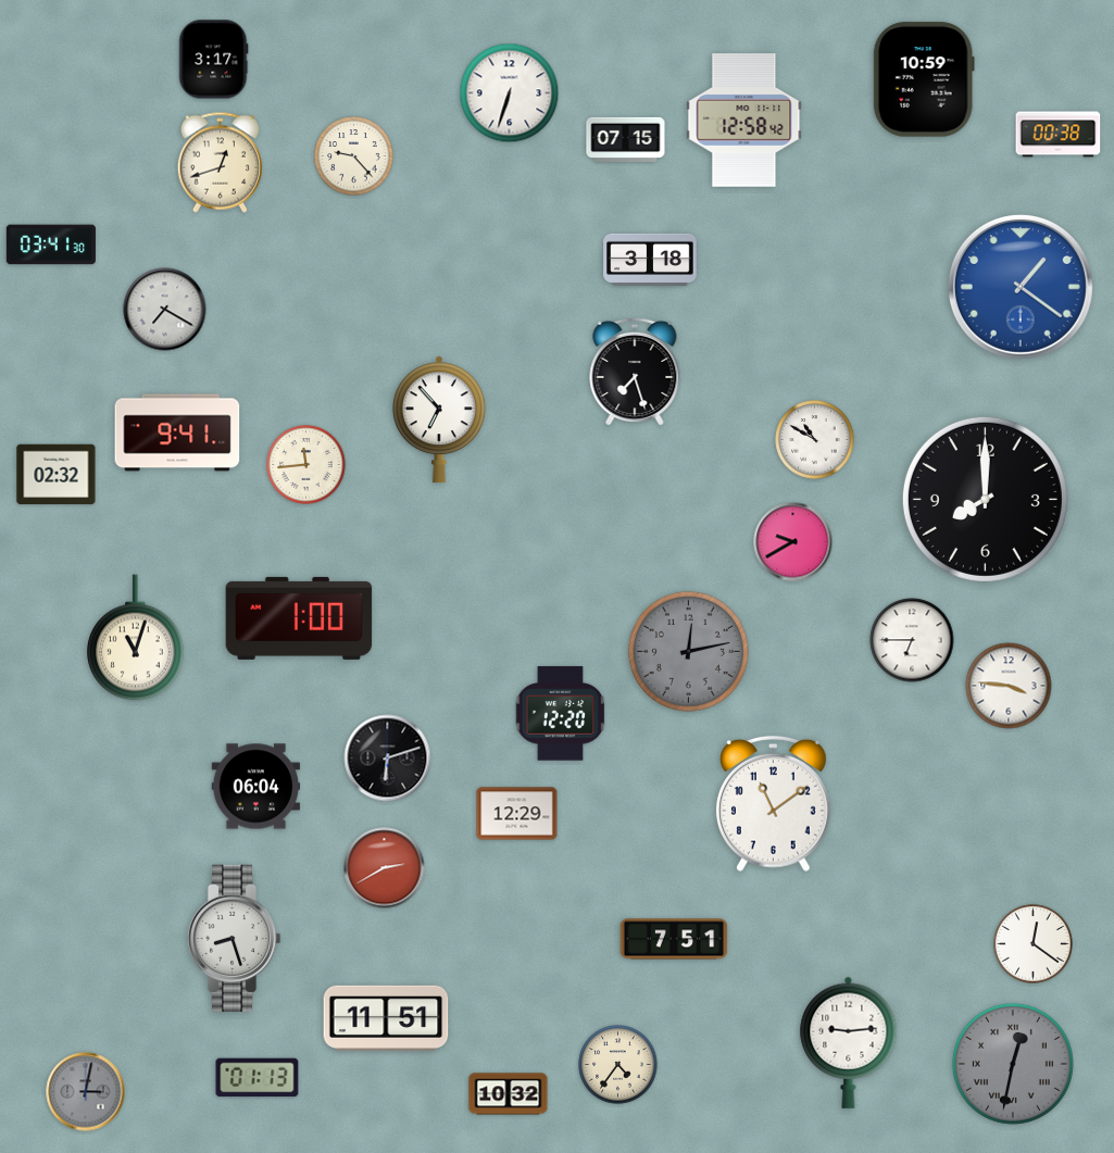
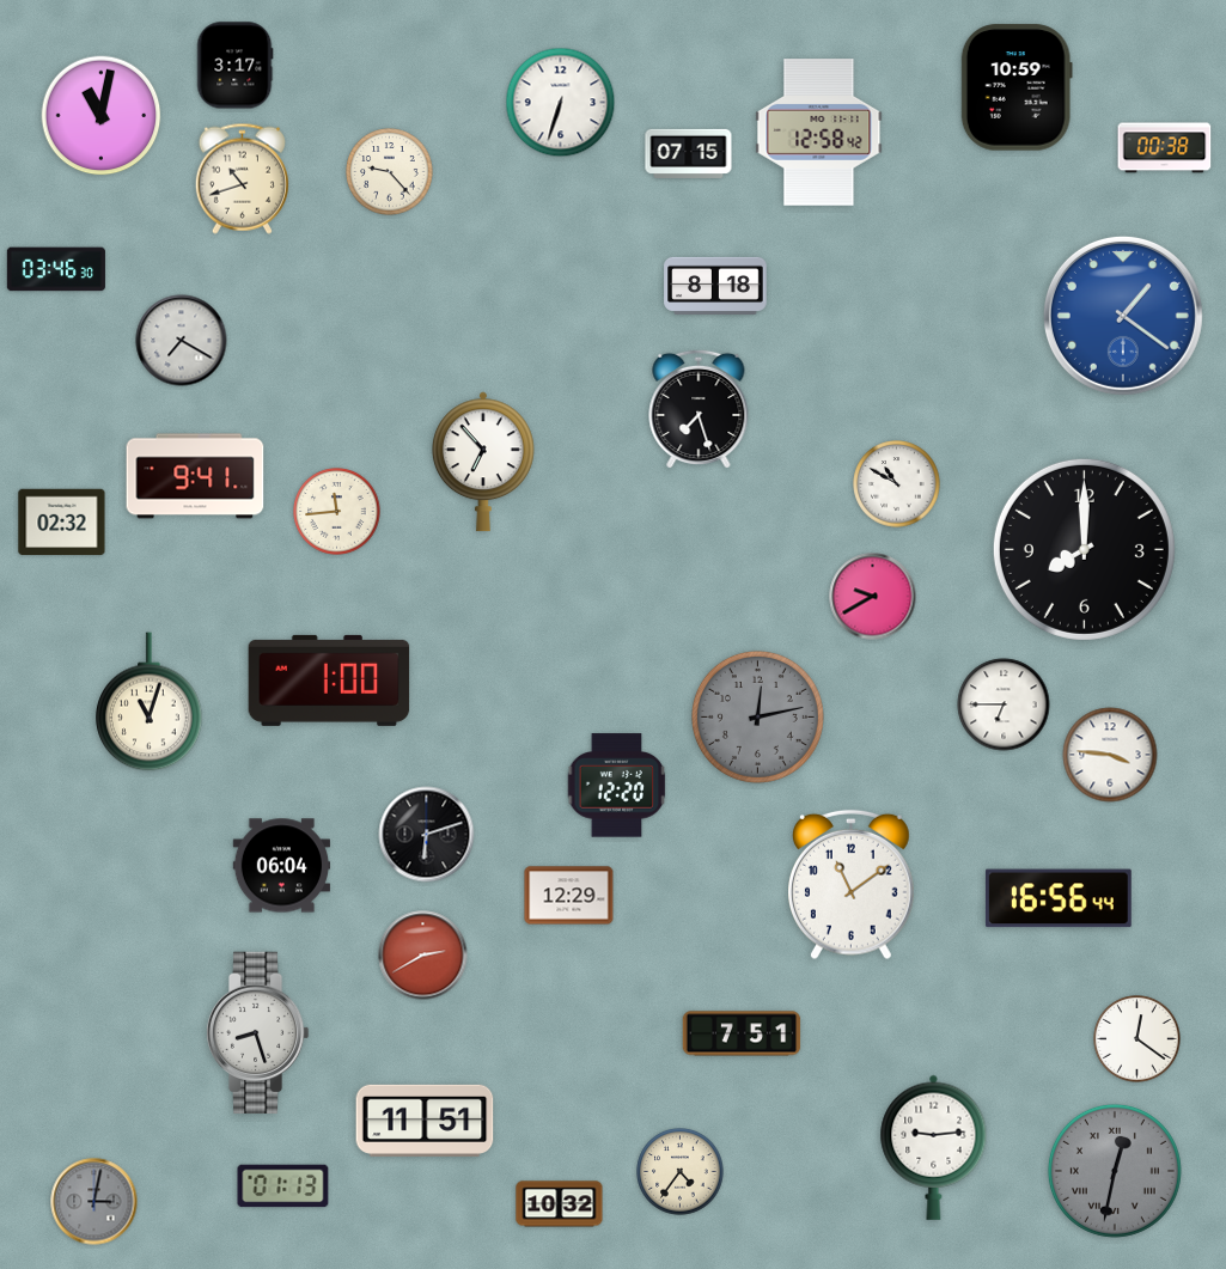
clock at (102, 116): none -> 11:02
clock at (220, 162): 12:42 -> 10:42
clock at (51, 245): 03:41 -> 03:46
clock at (650, 259): 3:18 -> 8:18
clock at (1059, 898): none -> 16:56
